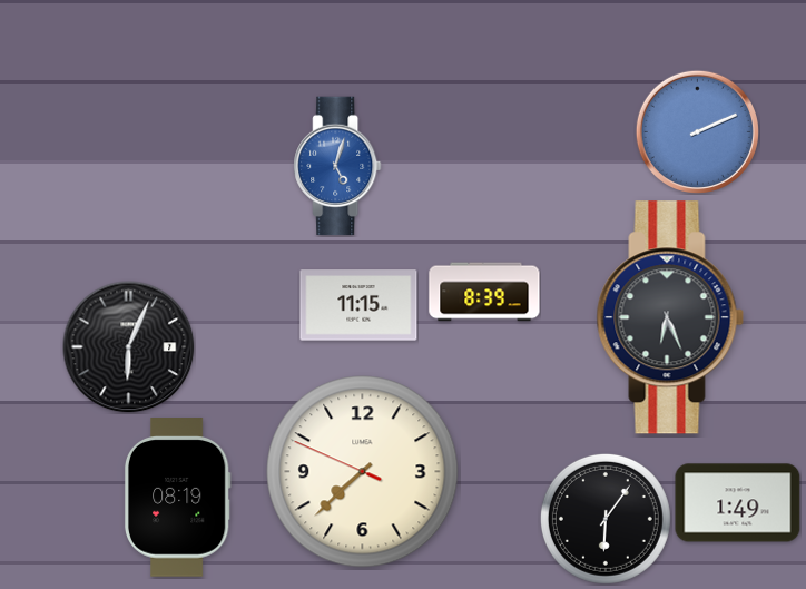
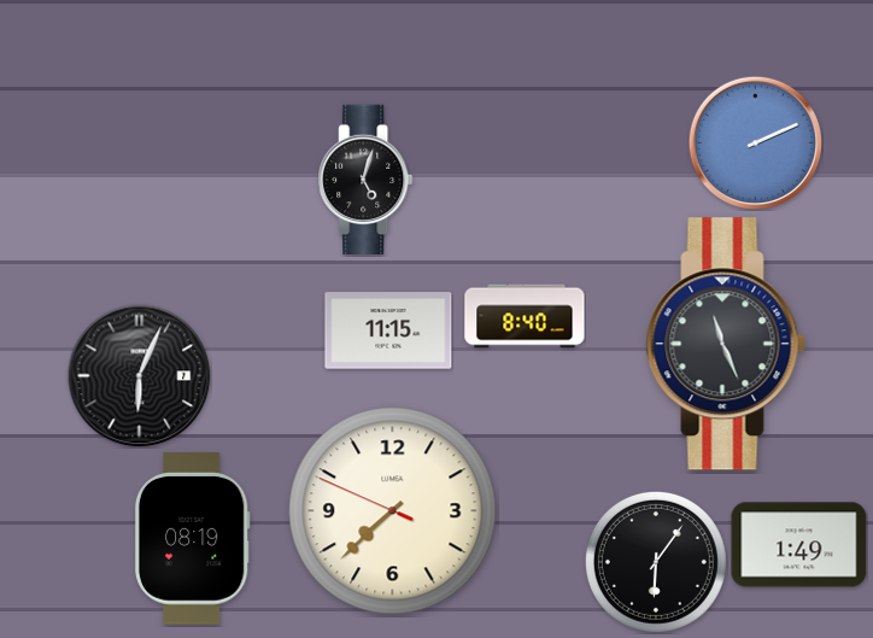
clock at (337, 166) dial: blue -> black
clock at (484, 292): 8:39 -> 8:40
clock at (670, 317): 6:26 -> 11:26
